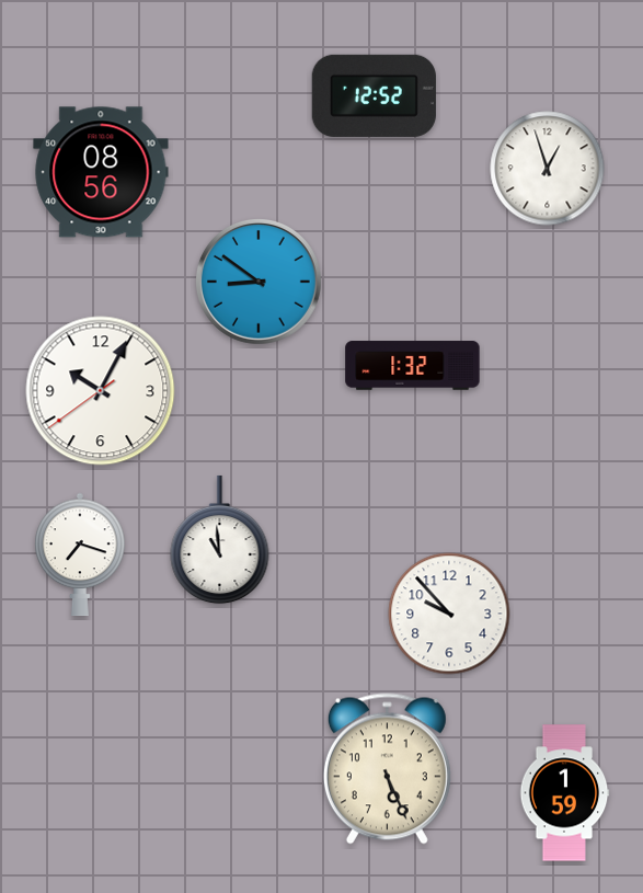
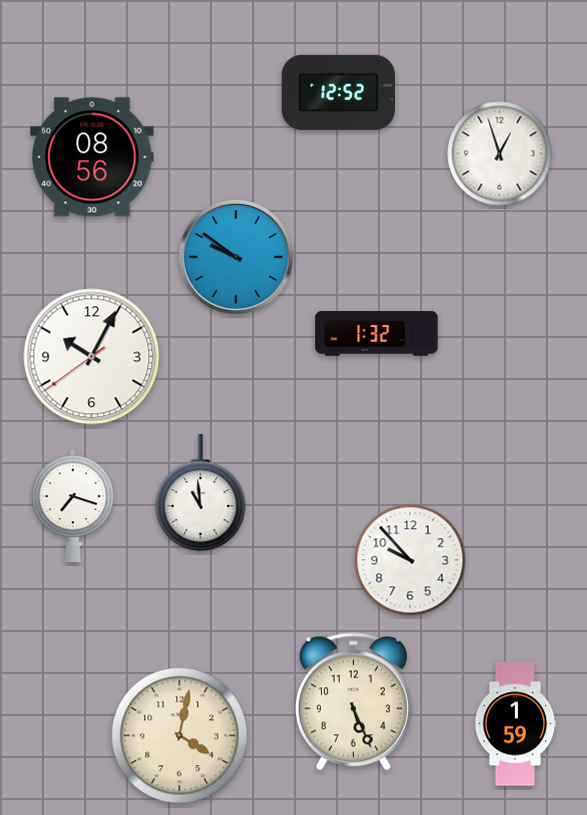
clock at (374, 95) position: (374, 95) -> (338, 92)
clock at (259, 282): 8:51 -> 9:51
clock at (180, 736): none -> 4:02
